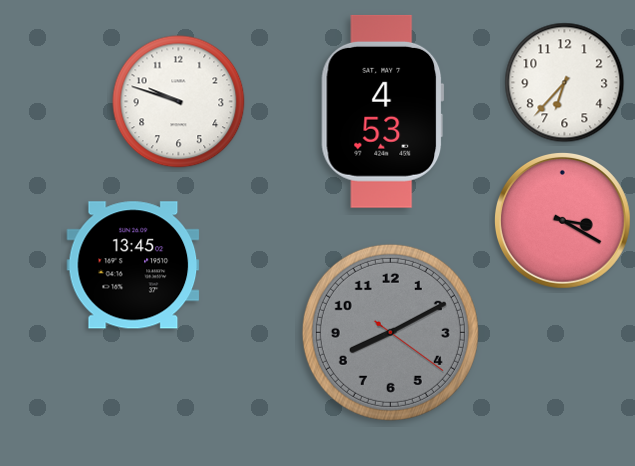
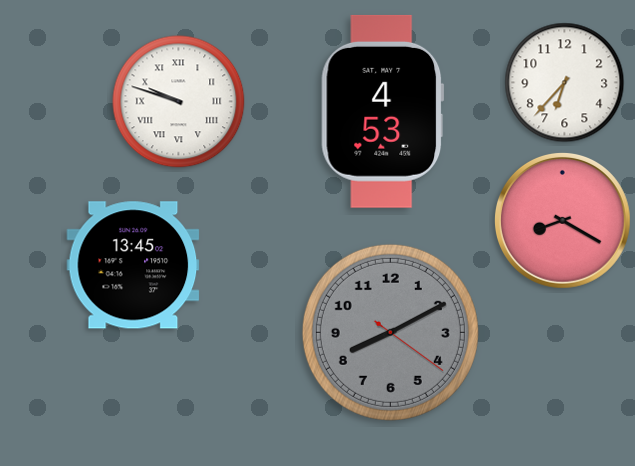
clock at (179, 102) numerals: Arabic -> Roman
clock at (562, 220): 3:20 -> 8:20
